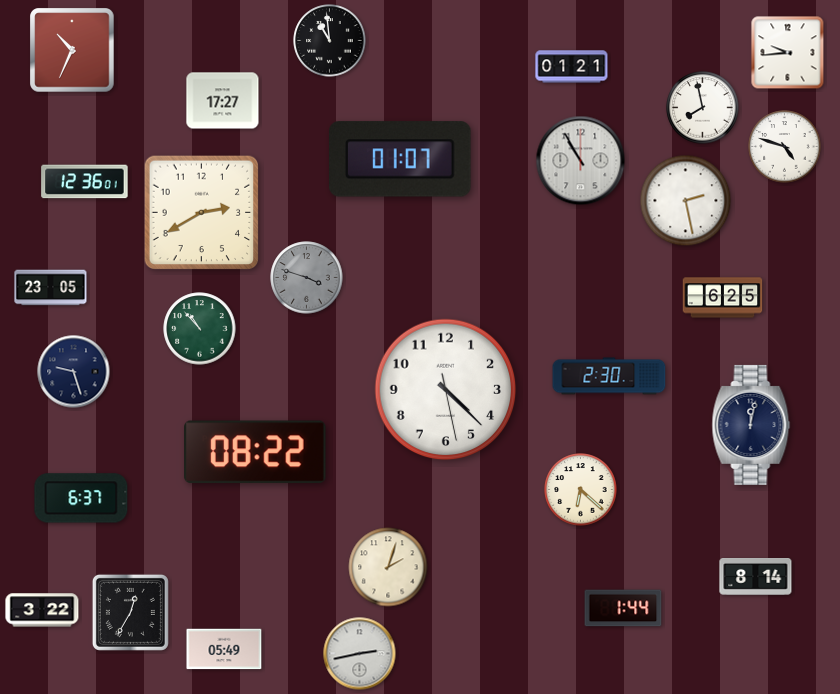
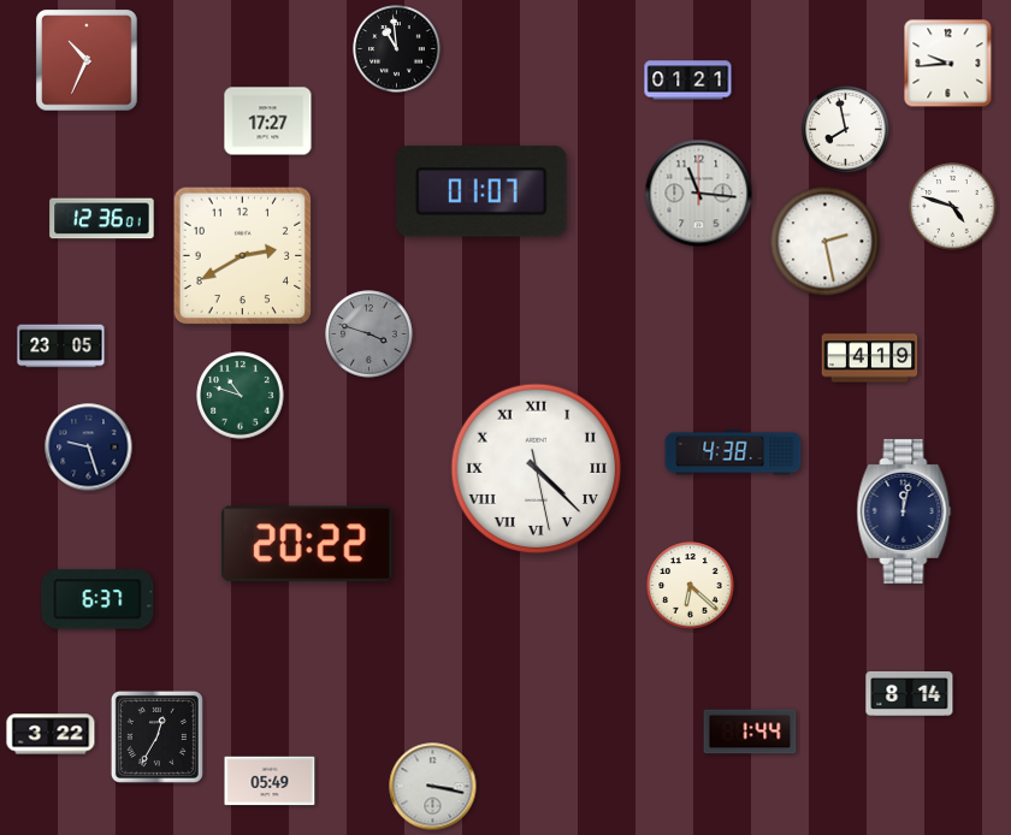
clock at (785, 147) position: (785, 147) -> (953, 207)
clock at (581, 161): 10:55 -> 11:16
clock at (723, 298): 6:25 -> 4:19
clock at (200, 329): 10:53 -> 10:48
clock at (609, 376): 2:30 -> 4:38
clock at (446, 390) numerals: Arabic -> Roman
clock at (256, 452): 08:22 -> 20:22
clock at (581, 490) position: (581, 490) -> (691, 586)
clock at (388, 567): 2:03 -> none
clock at (360, 654): 2:43 -> 3:17
